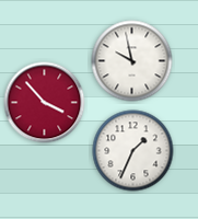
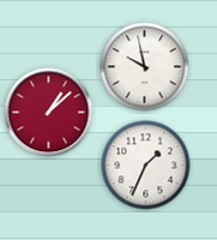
clock at (45, 103): 3:53 -> 1:08
